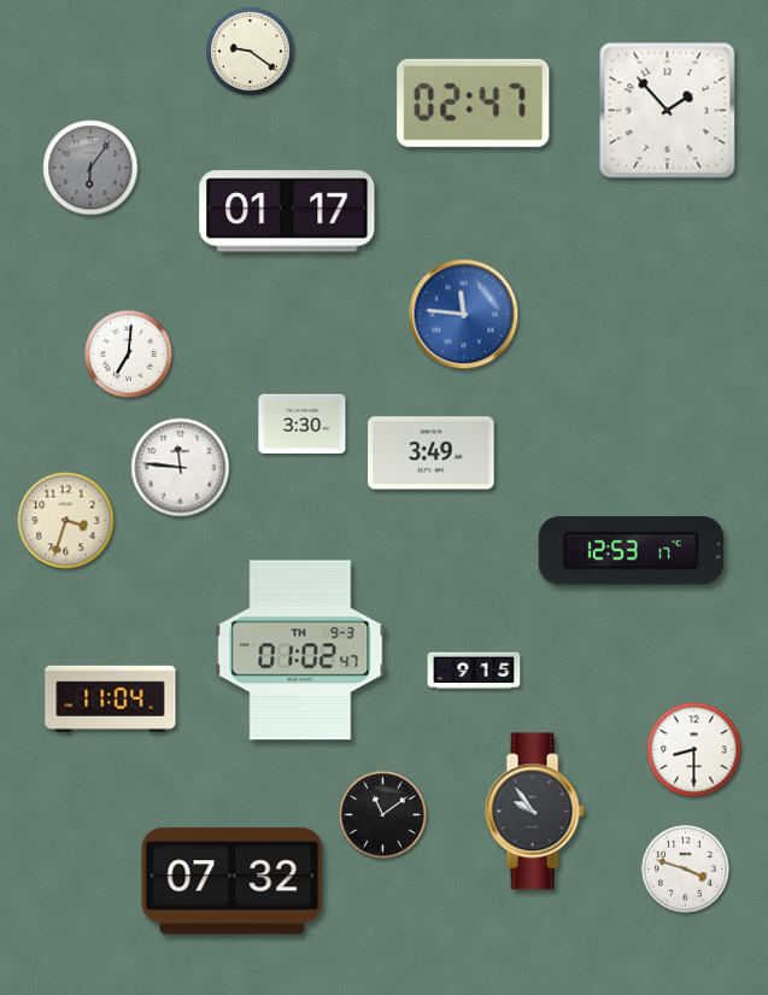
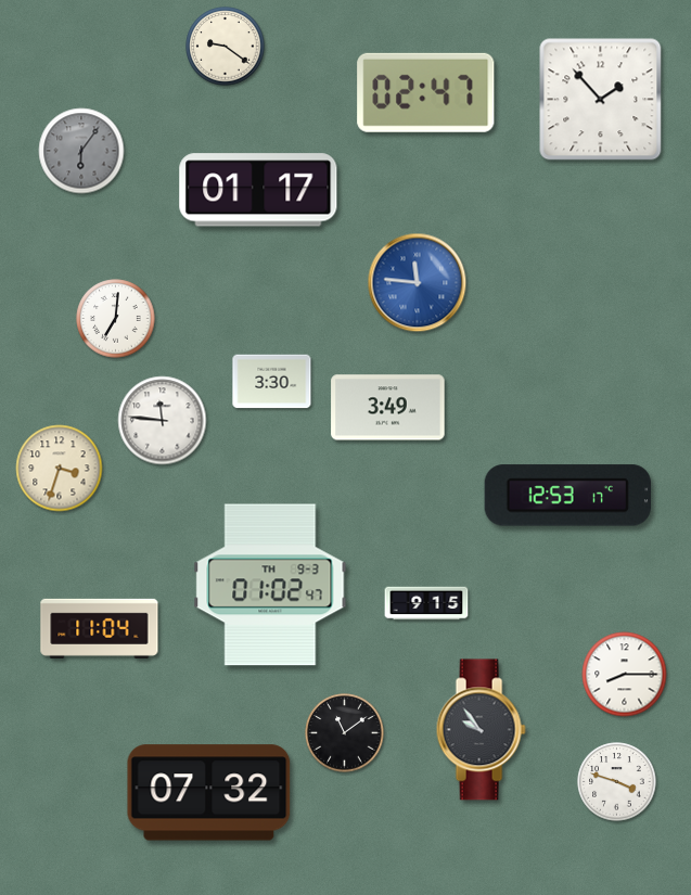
clock at (694, 750): 8:30 -> 8:15
